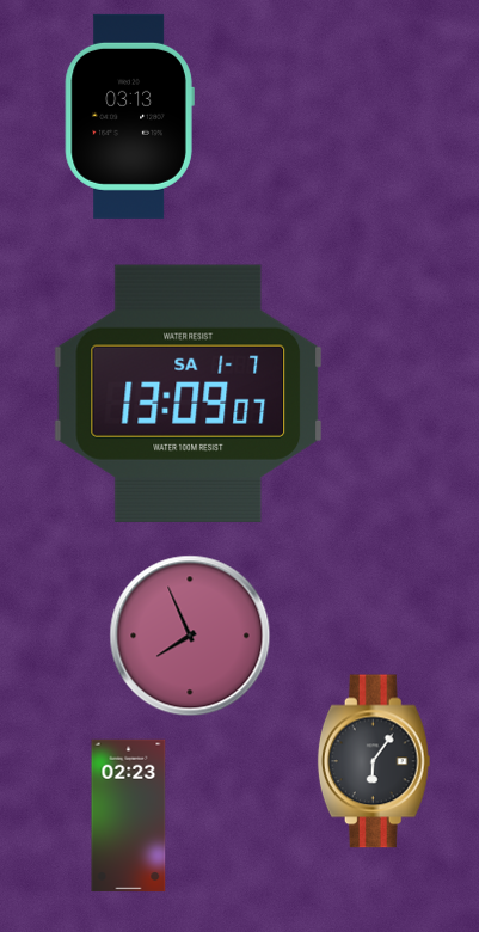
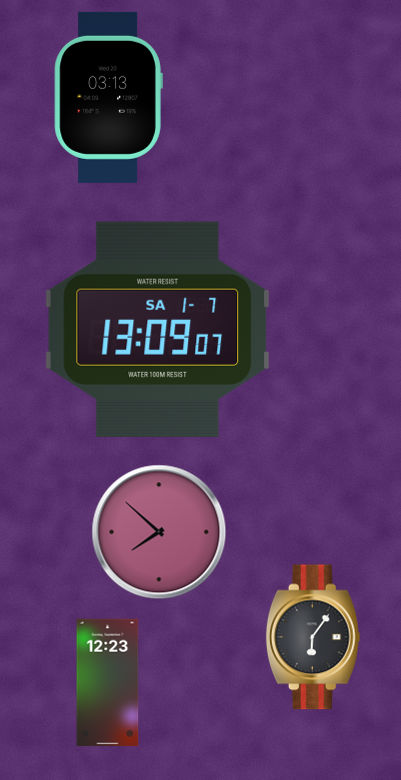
clock at (190, 636): 7:56 -> 7:52
clock at (129, 816): 02:23 -> 12:23
